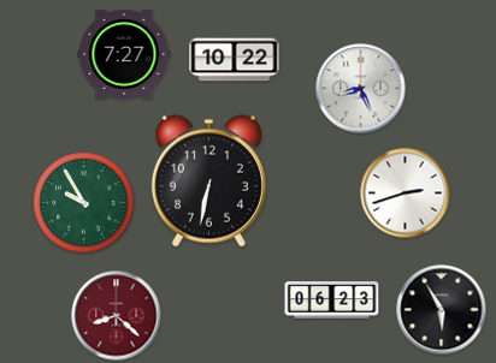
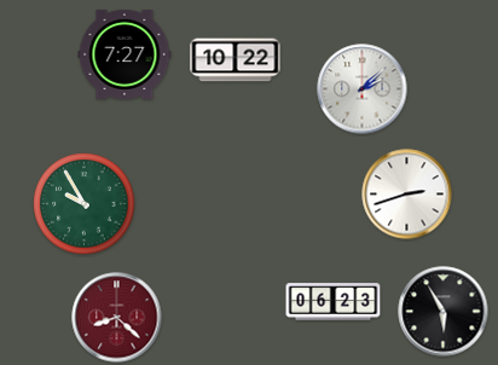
clock at (361, 89): 8:26 -> 2:08
clock at (208, 181): 6:32 -> none
